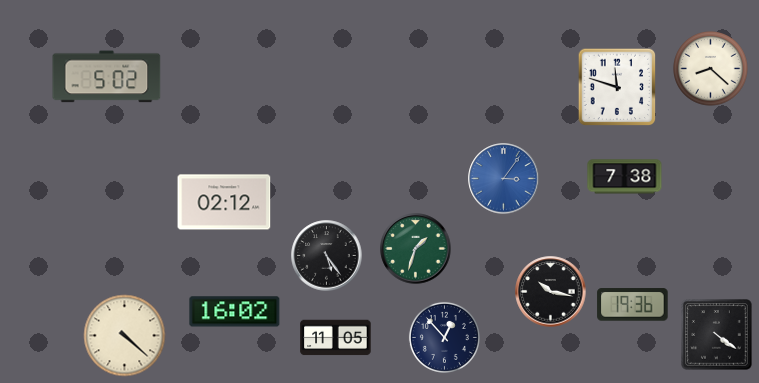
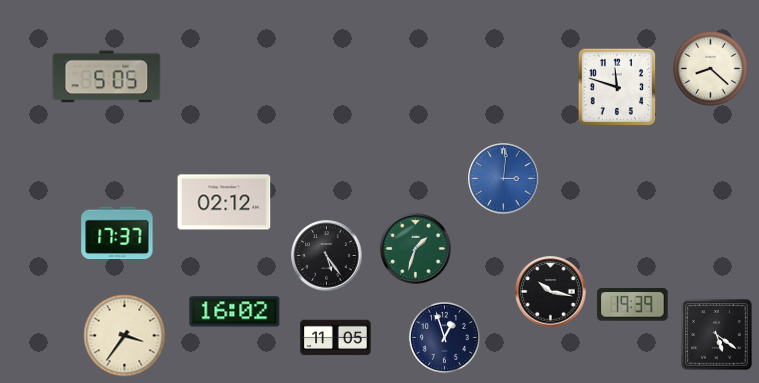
clock at (107, 77): 5:02 -> 5:05
clock at (625, 177): 7:38 -> none
clock at (504, 179): 3:06 -> 3:01
clock at (117, 233): none -> 17:37
clock at (633, 305): 19:36 -> 19:39
clock at (717, 335): 4:21 -> 5:21
clock at (125, 336): 4:22 -> 3:36
clock at (444, 337): 12:53 -> 12:57
